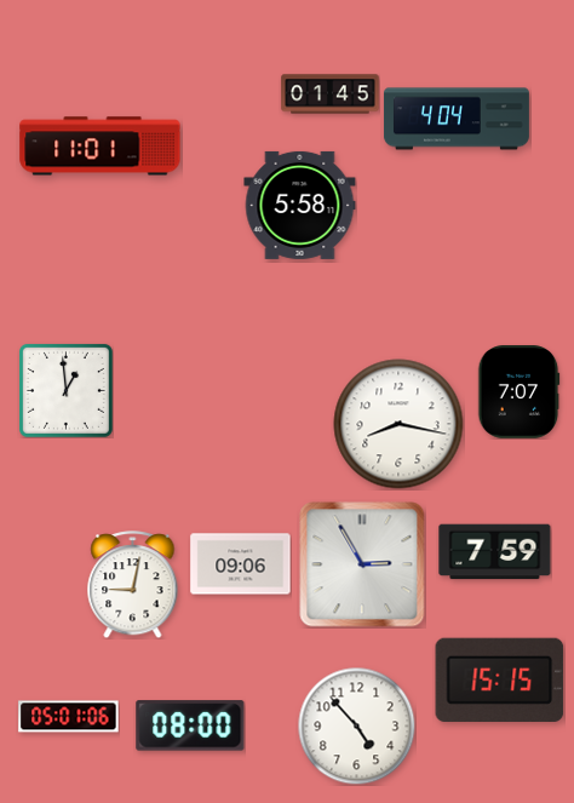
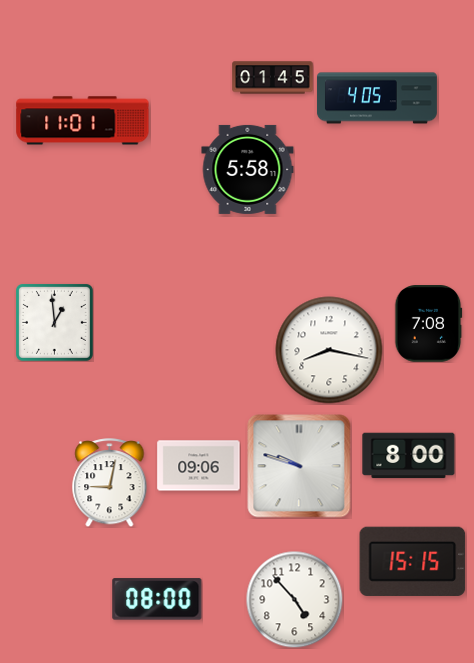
clock at (457, 119): 4:04 -> 4:05
clock at (518, 392): 7:07 -> 7:08
clock at (495, 552): 7:59 -> 8:00
clock at (362, 564): 2:55 -> 9:48
clock at (69, 717): 05:01 -> none
